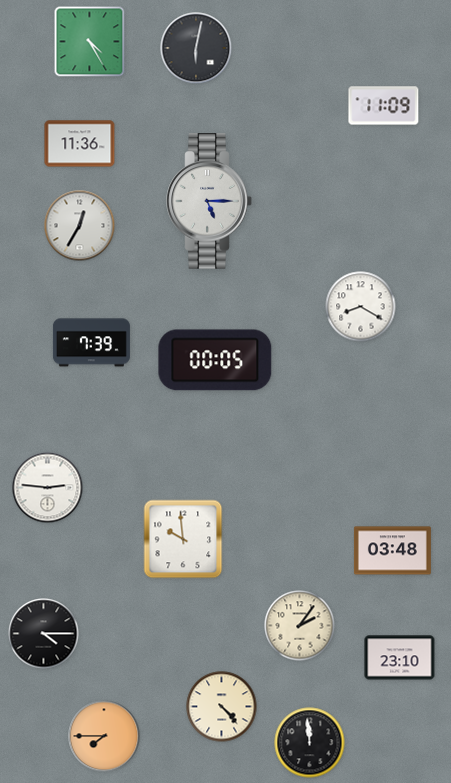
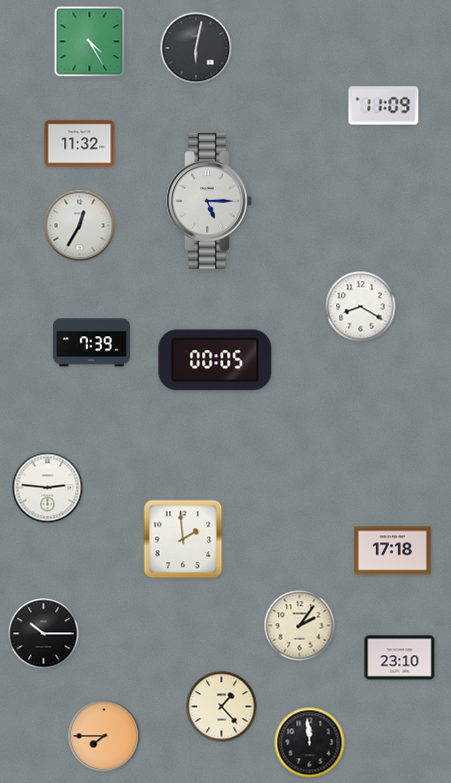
clock at (80, 144): 11:36 -> 11:32
clock at (183, 539): 9:59 -> 1:59
clock at (392, 551): 03:48 -> 17:18
clock at (44, 634): 4:15 -> 10:15
clock at (222, 707): 4:23 -> 1:23
